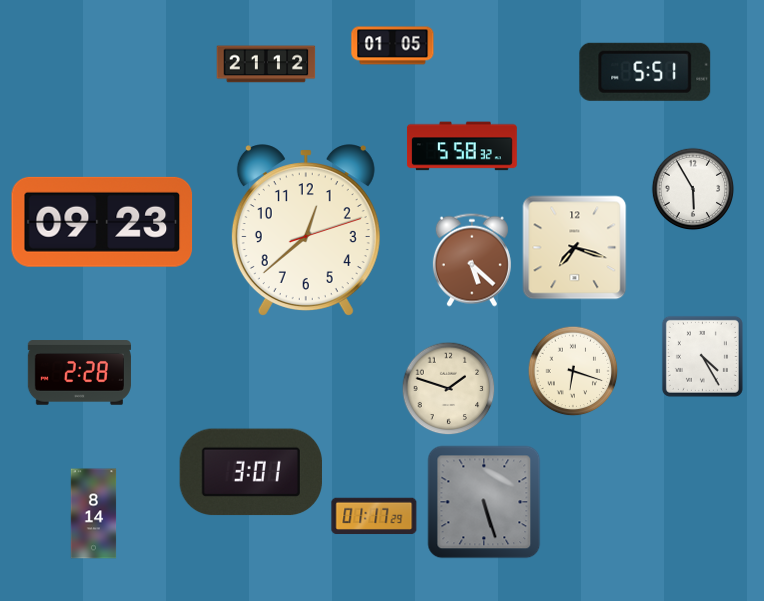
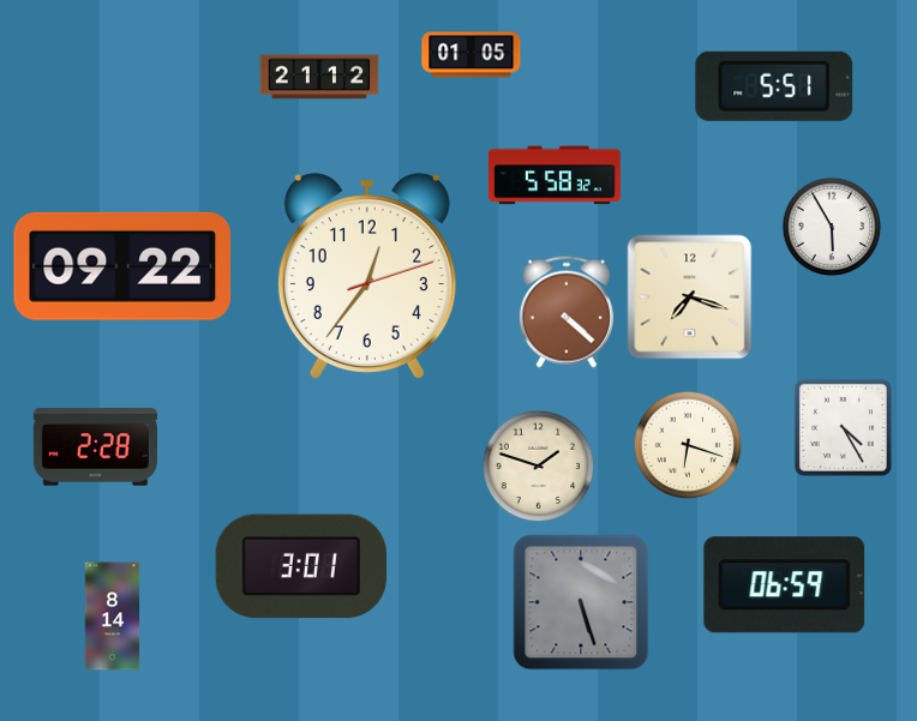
clock at (102, 222): 09:23 -> 09:22
clock at (306, 230): 12:38 -> 12:36
clock at (472, 260): 5:22 -> 4:22
clock at (785, 585): none -> 06:59
clock at (374, 516): 01:17 -> none
